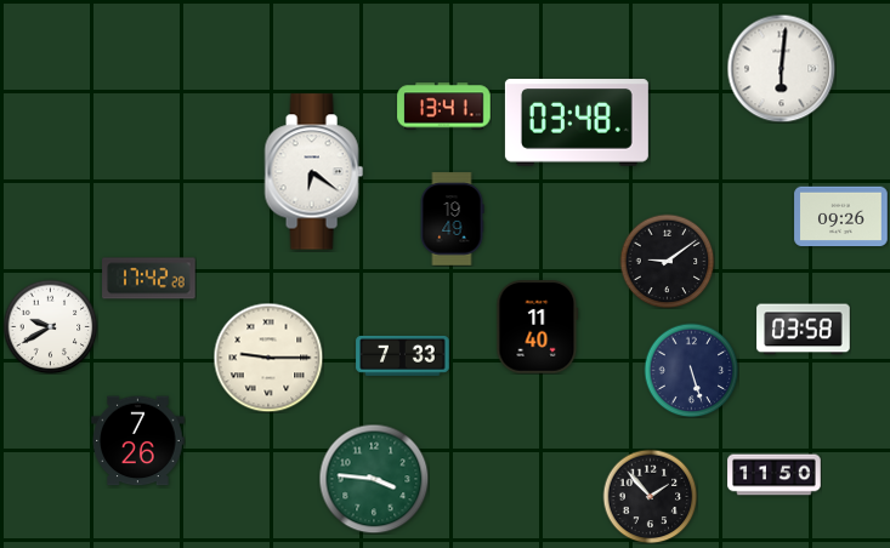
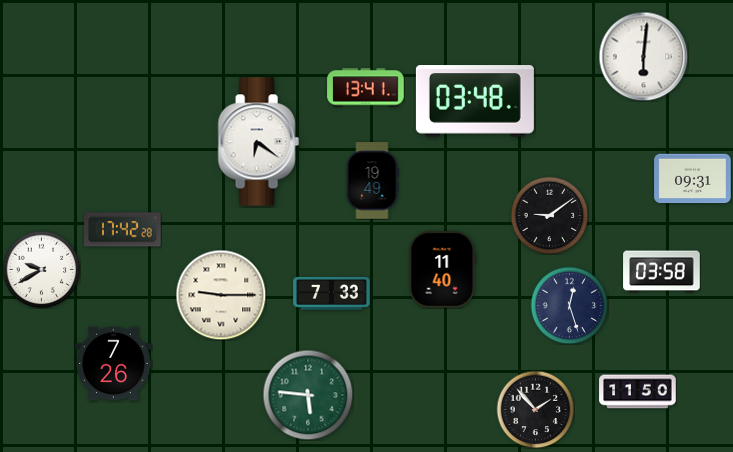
clock at (841, 217): 09:26 -> 09:31
clock at (691, 370): 5:27 -> 12:27
clock at (374, 479): 3:46 -> 5:46
